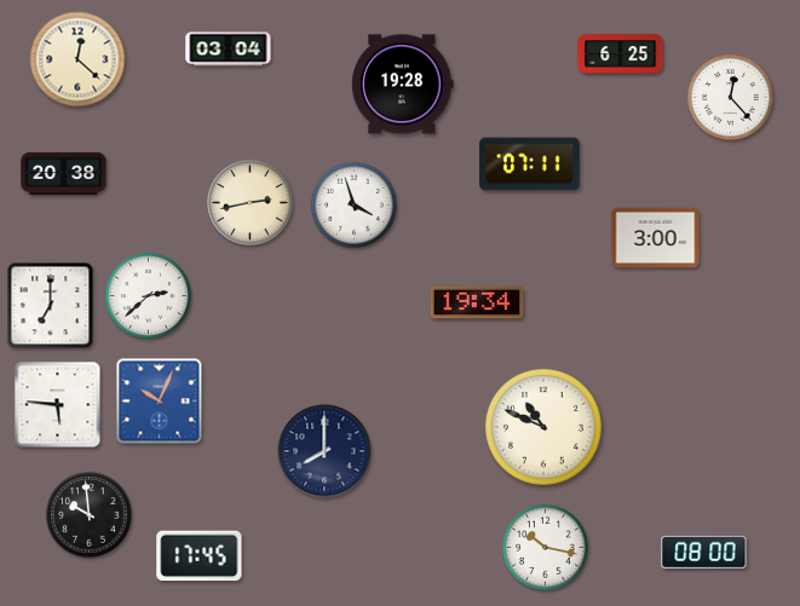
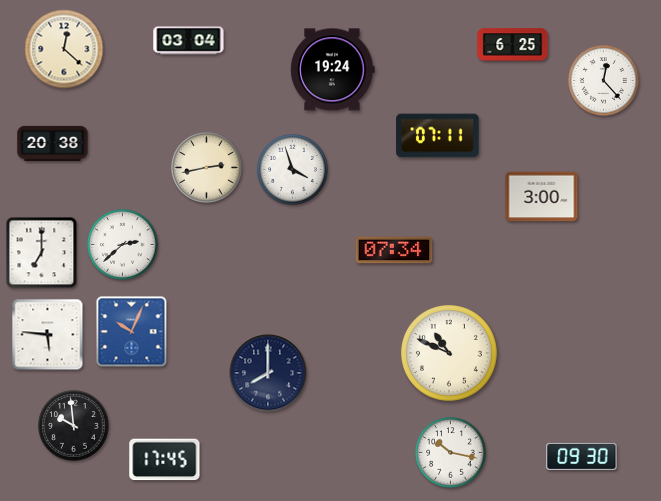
clock at (403, 85): 19:28 -> 19:24
clock at (477, 302): 19:34 -> 07:34
clock at (704, 552): 08:00 -> 09:30
